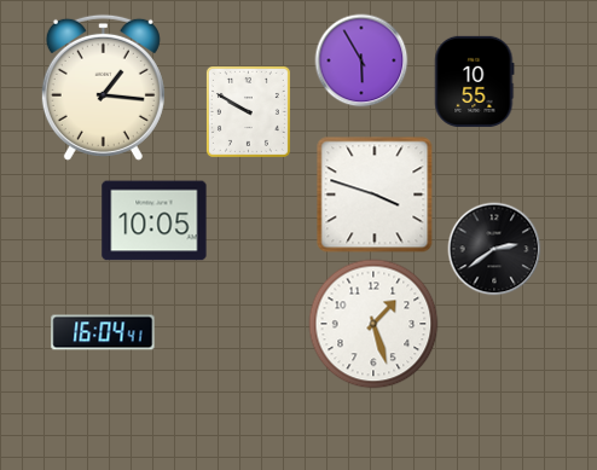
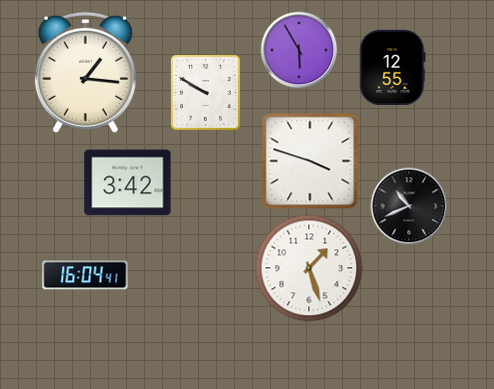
clock at (475, 81): 10:55 -> 12:55
clock at (155, 221): 10:05 -> 3:42
clock at (494, 249): 2:39 -> 10:41
